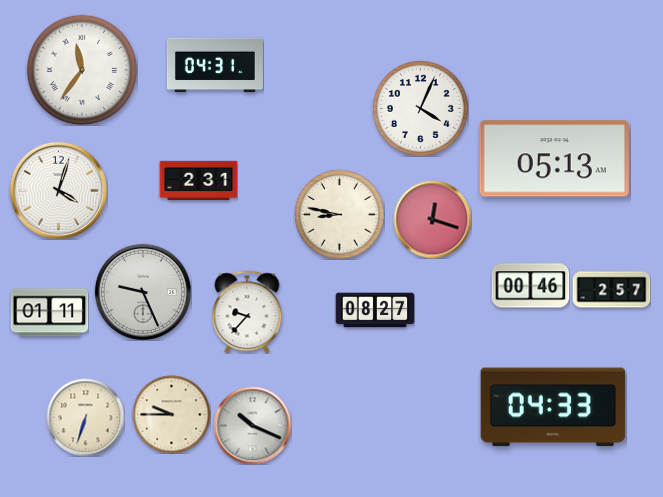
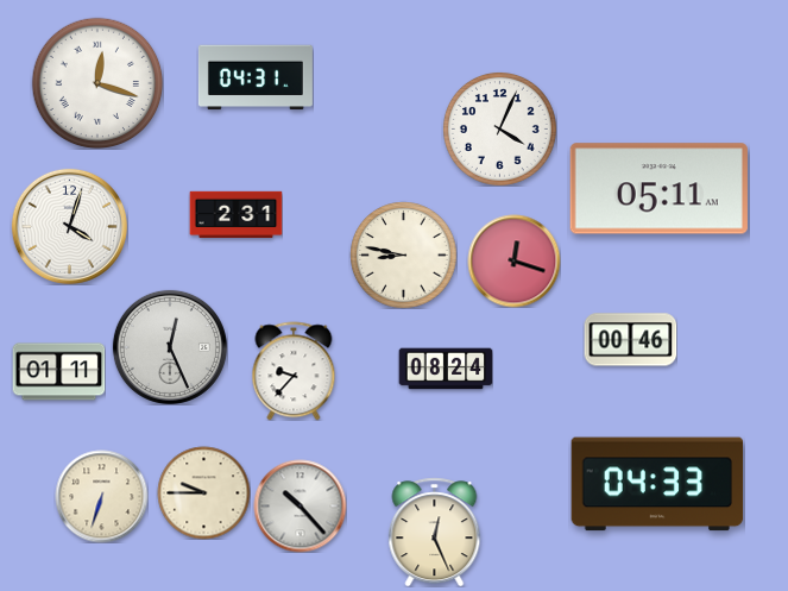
clock at (82, 70): 11:36 -> 12:18
clock at (554, 159): 05:13 -> 05:11
clock at (611, 290): 2:57 -> none
clock at (143, 292): 9:26 -> 12:26
clock at (375, 310): 08:27 -> 08:24
clock at (252, 425): 10:19 -> 10:23
clock at (435, 532): none -> 12:26
